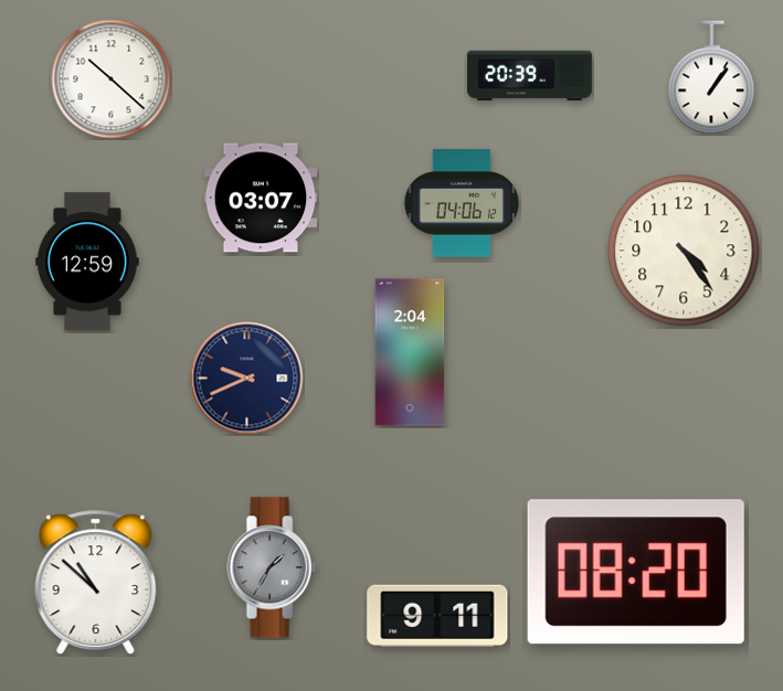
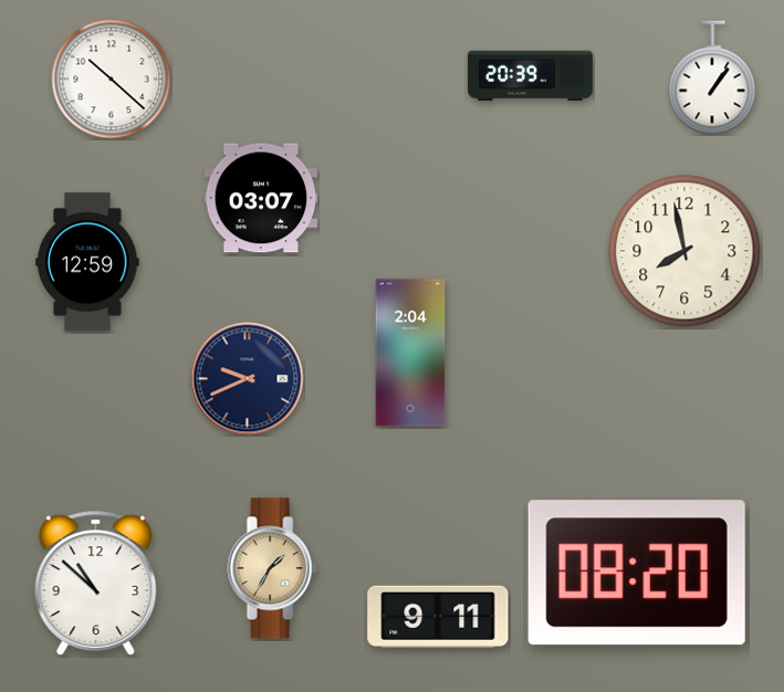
clock at (461, 203): 04:06 -> none
clock at (684, 251): 4:24 -> 7:58
clock at (272, 567) dial: grey -> champagne
